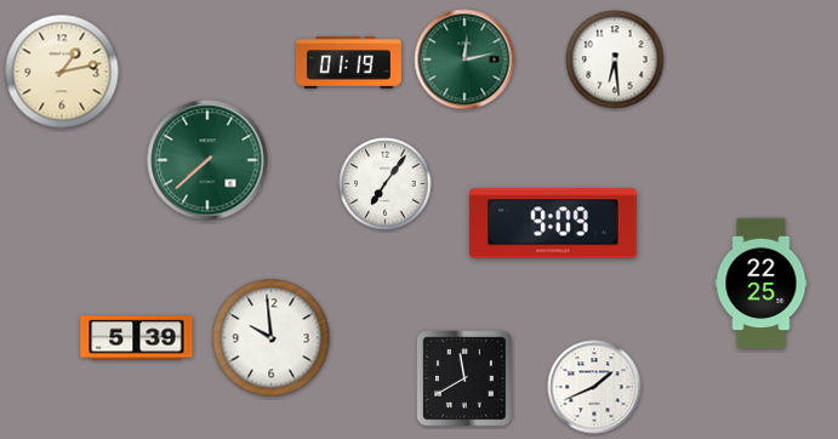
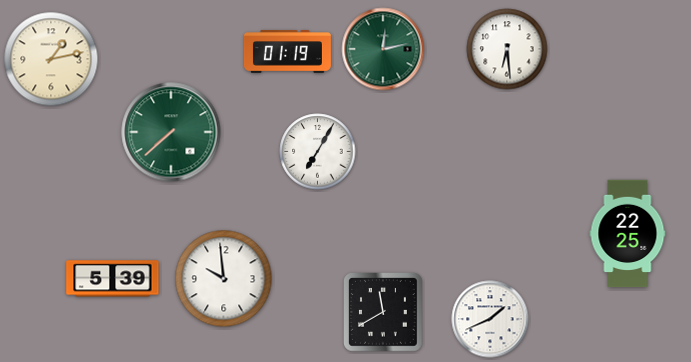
clock at (386, 184): 7:06 -> 7:05
clock at (554, 223): 9:09 -> none
